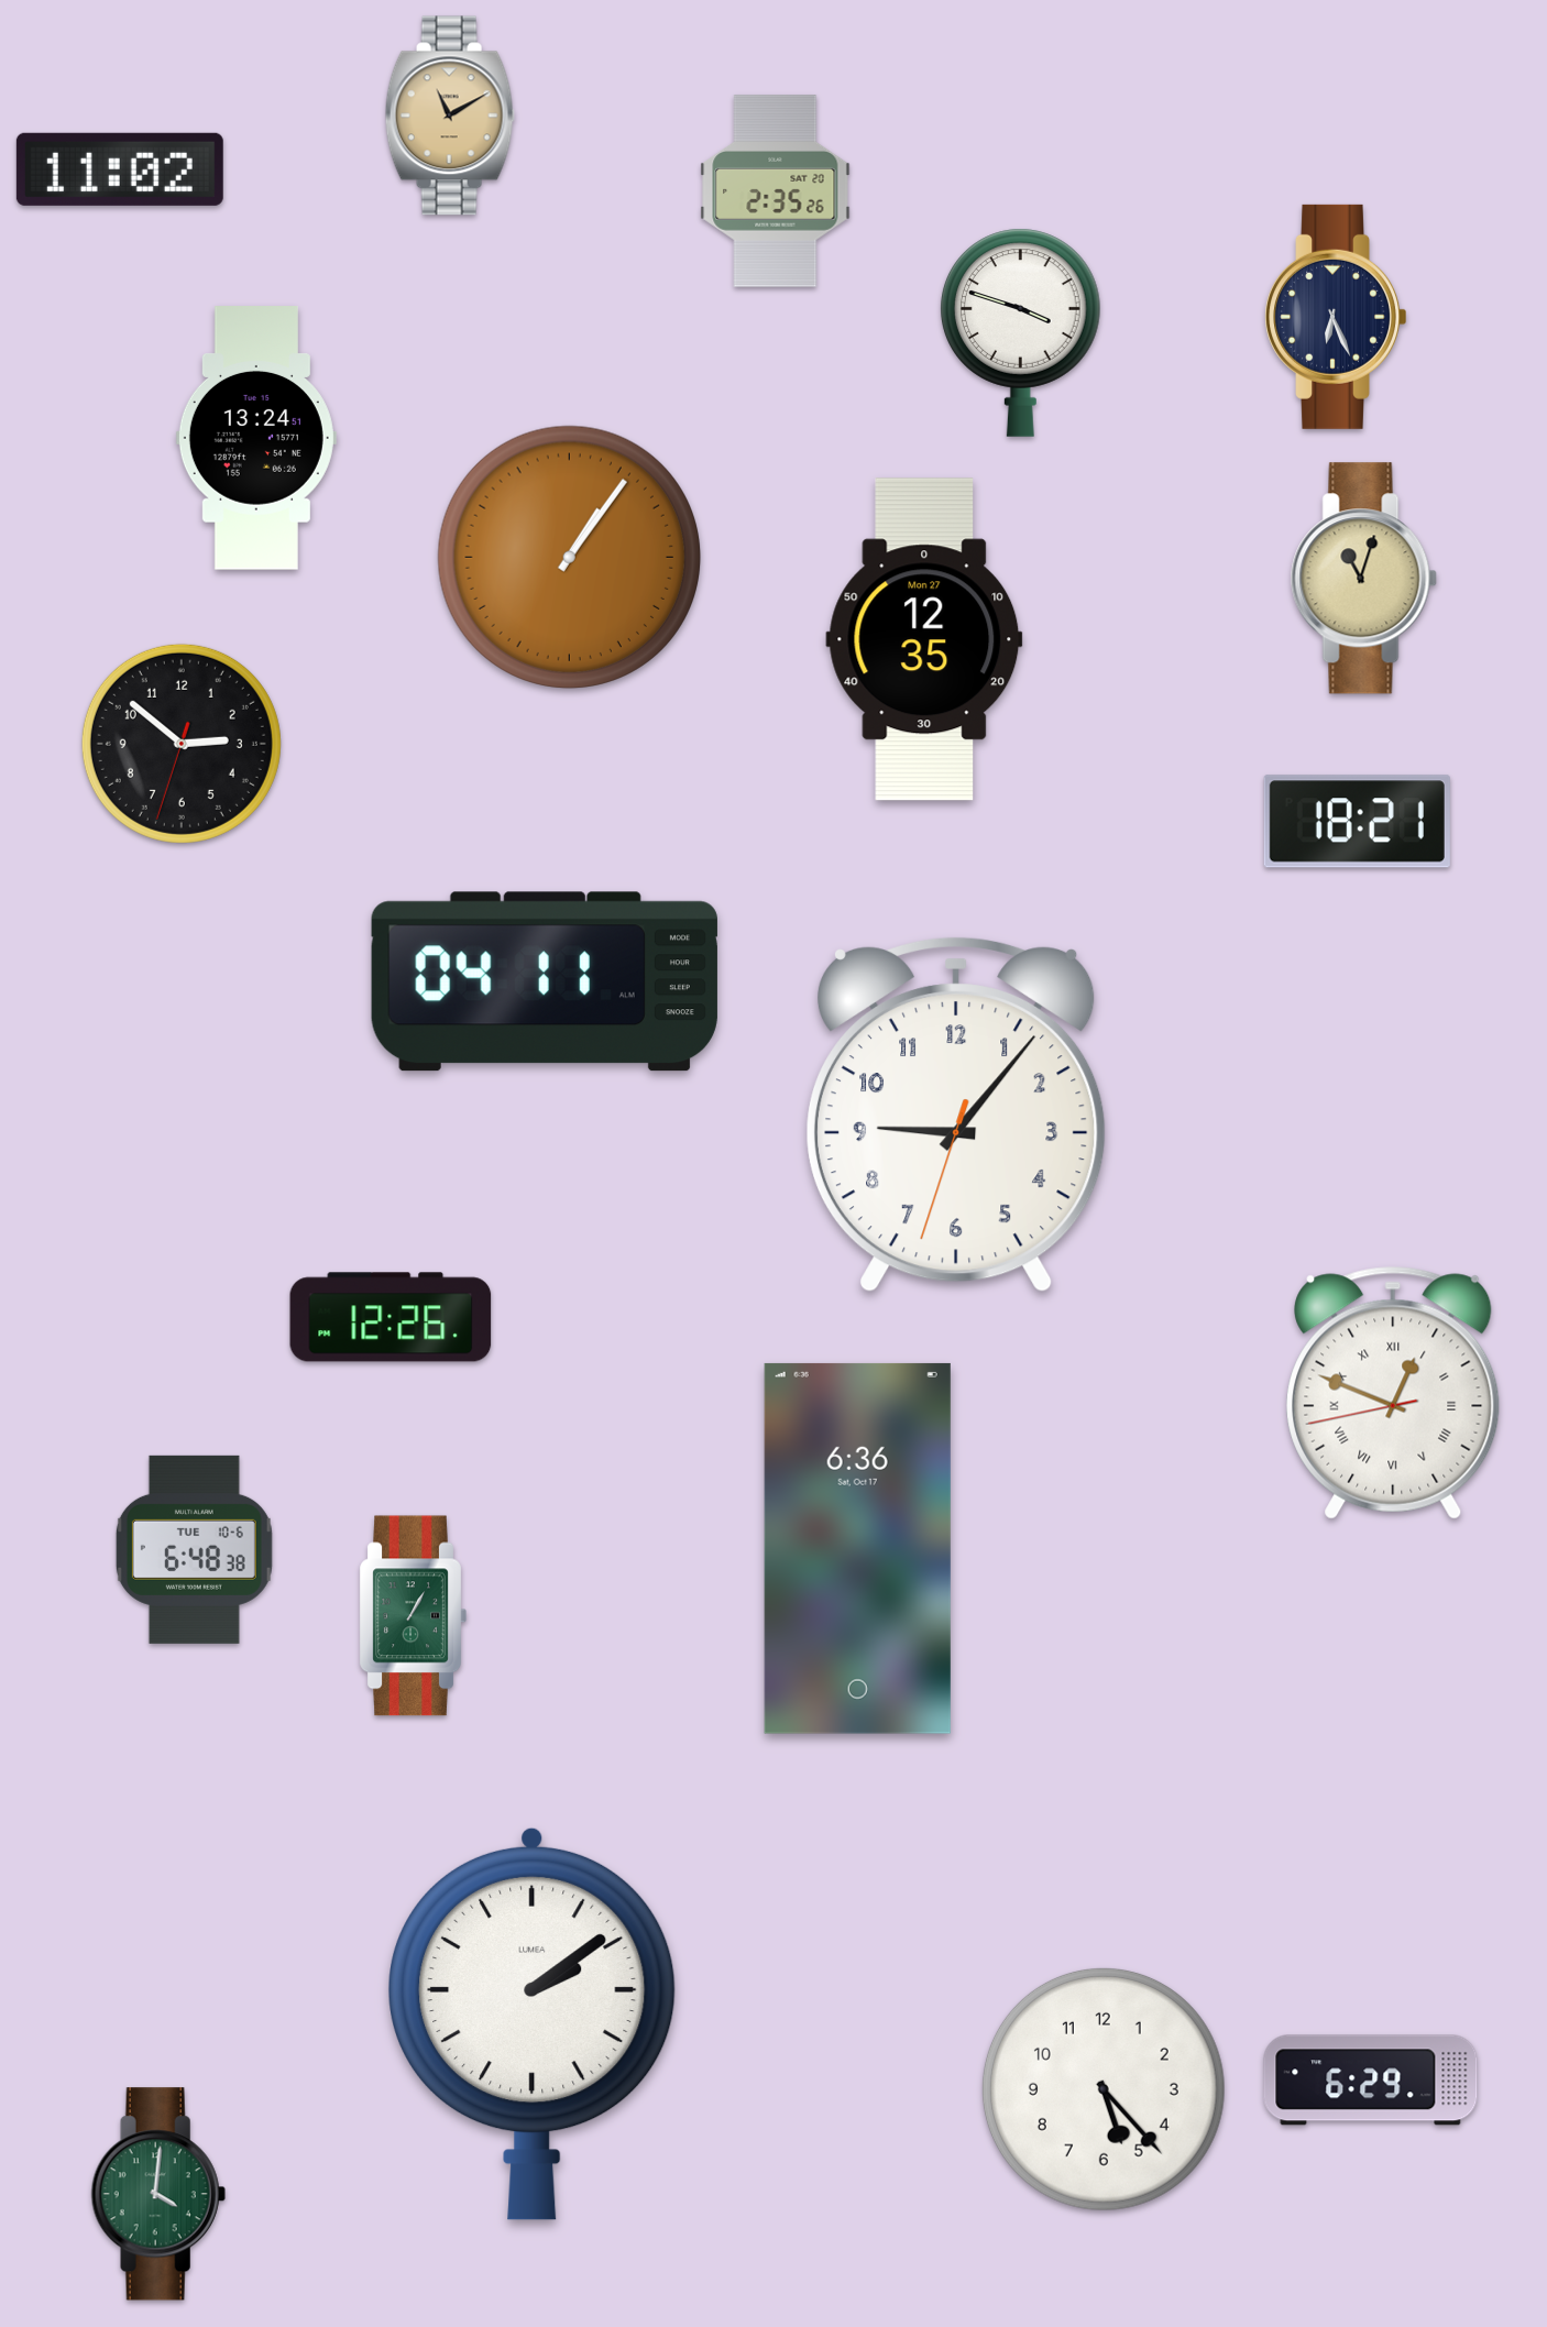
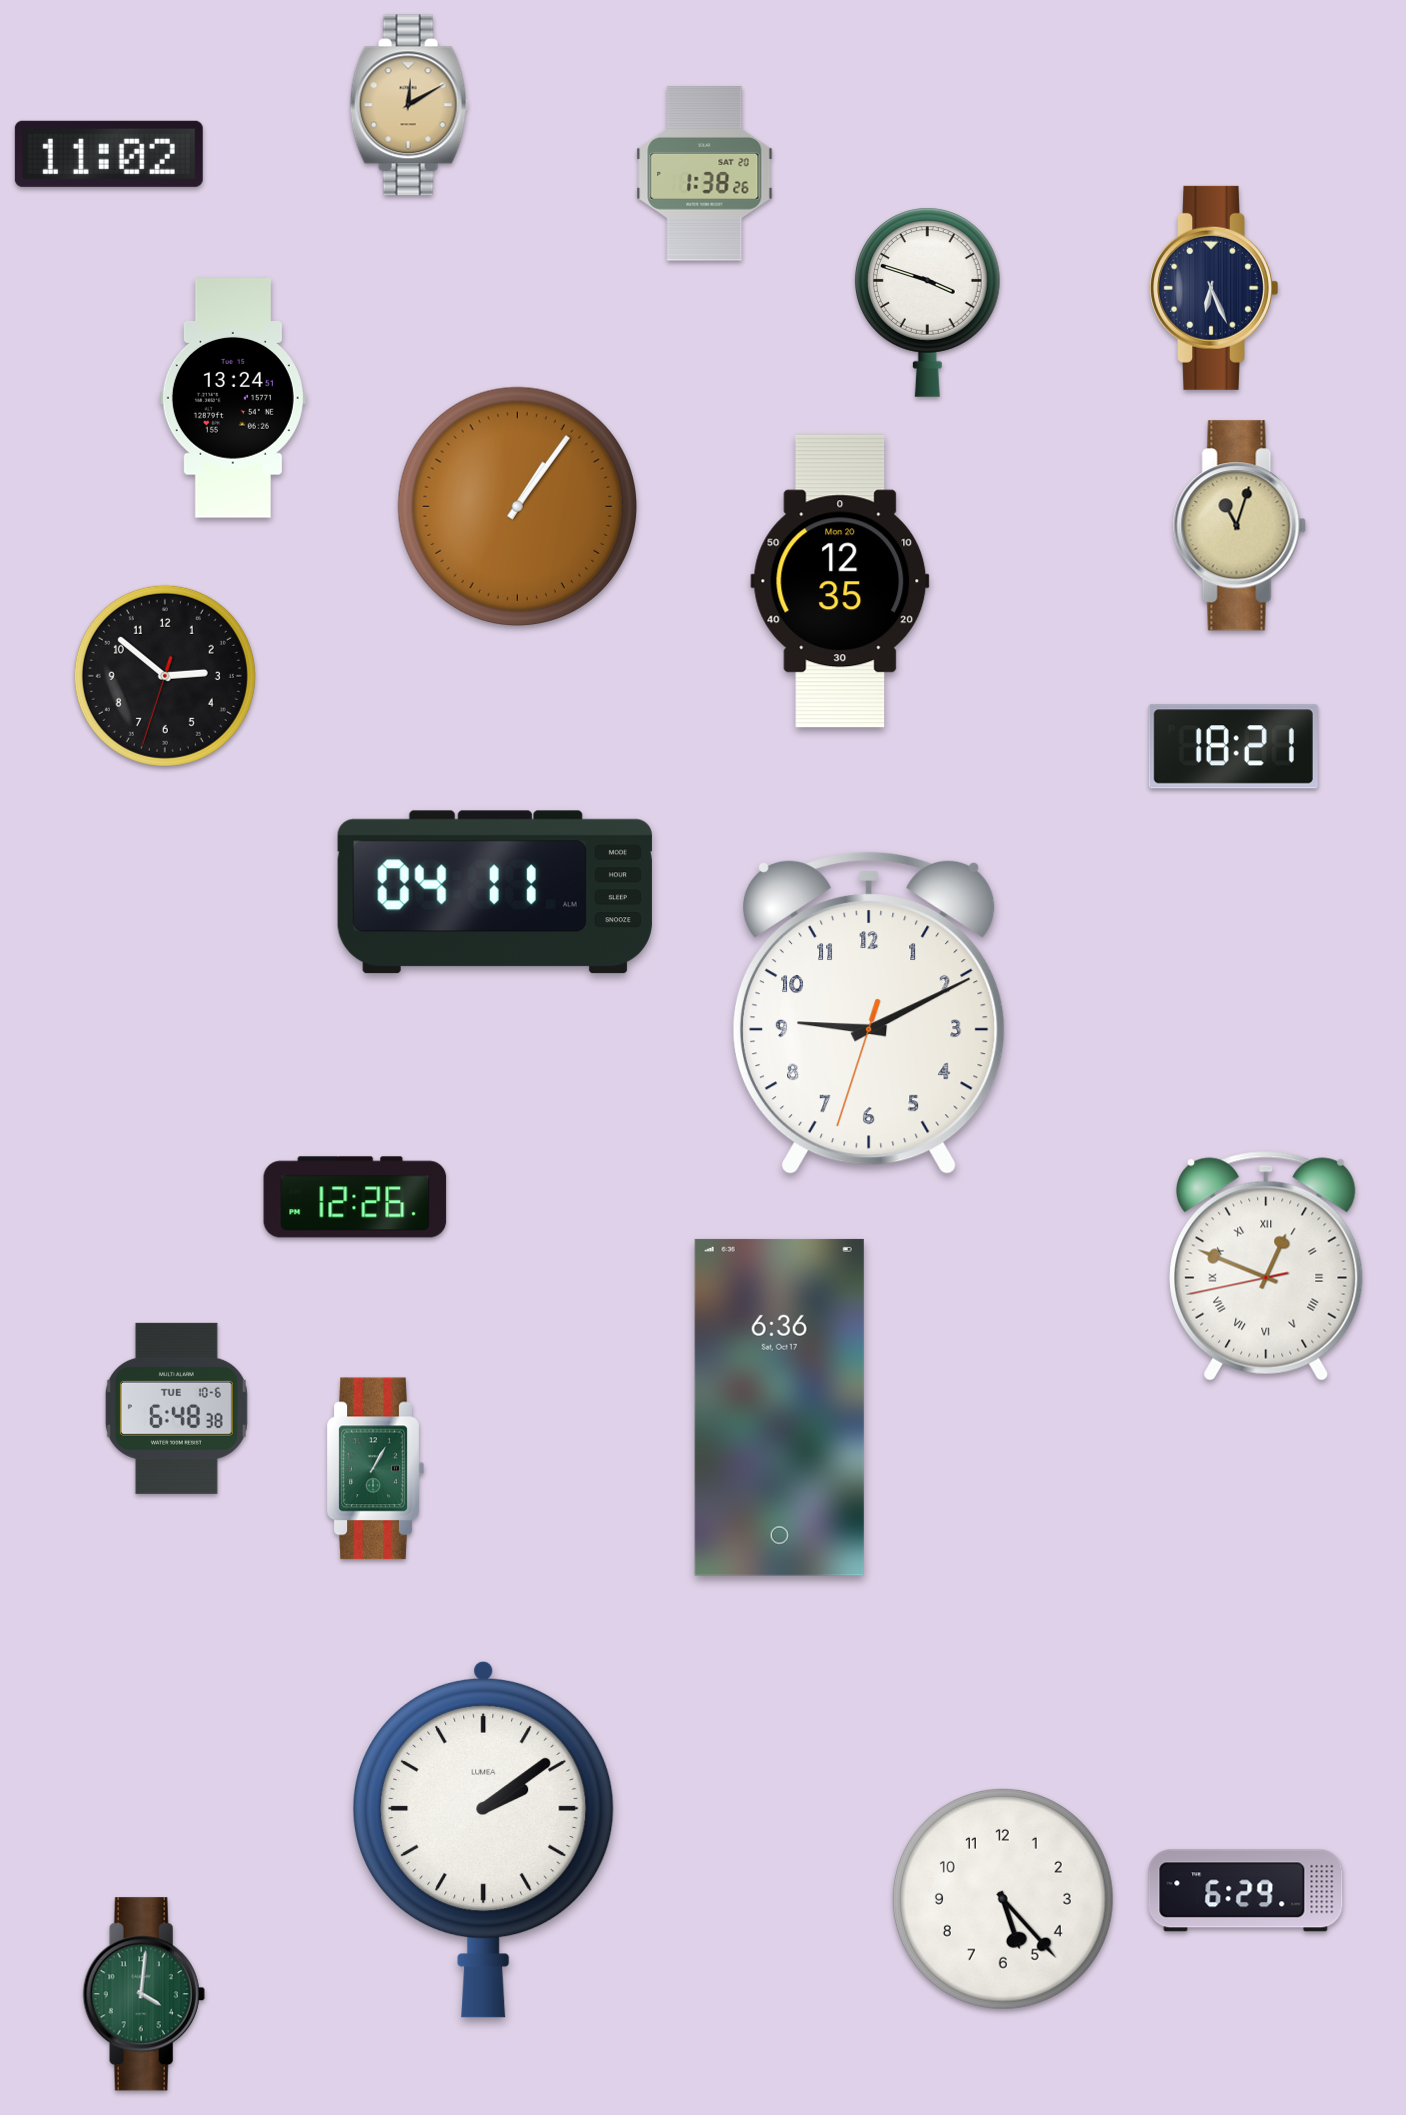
clock at (450, 116): 11:10 -> 12:10
clock at (776, 191): 2:35 -> 1:38
clock at (924, 639) date: Mon 27 -> Mon 20
clock at (956, 1115): 9:06 -> 9:10
